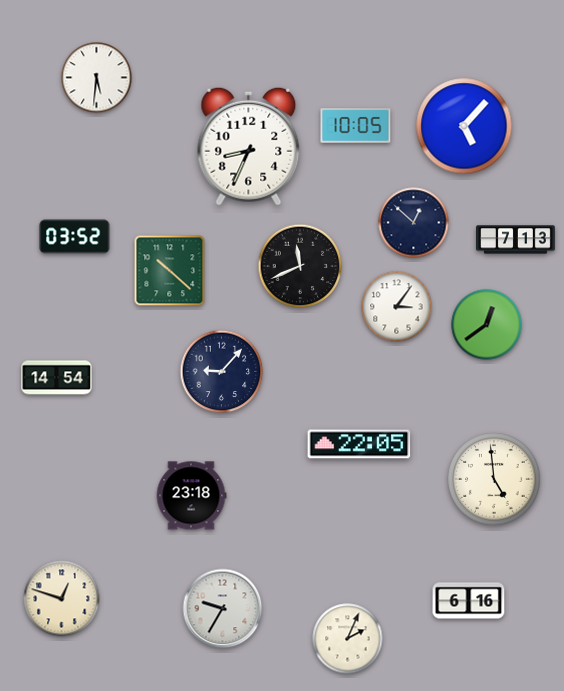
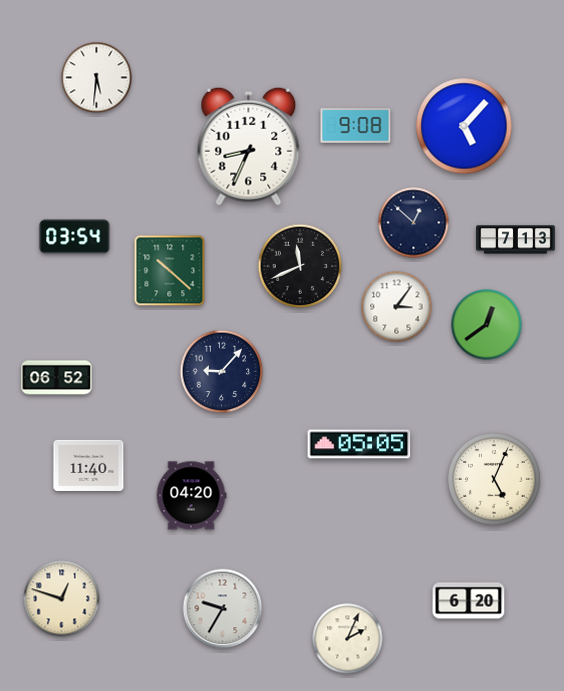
clock at (356, 126): 10:05 -> 9:08
clock at (75, 237): 03:52 -> 03:54
clock at (57, 378): 14:54 -> 06:52
clock at (359, 444): 22:05 -> 05:05
clock at (89, 465): none -> 11:40
clock at (494, 479): 4:59 -> 5:04
clock at (191, 496): 23:18 -> 04:20
clock at (469, 601): 6:16 -> 6:20
